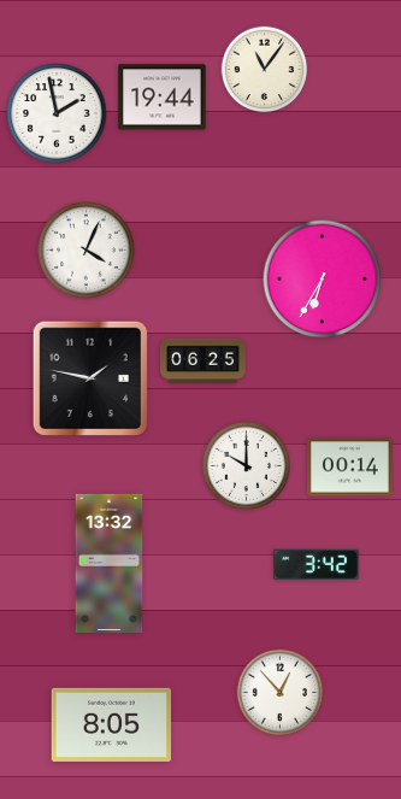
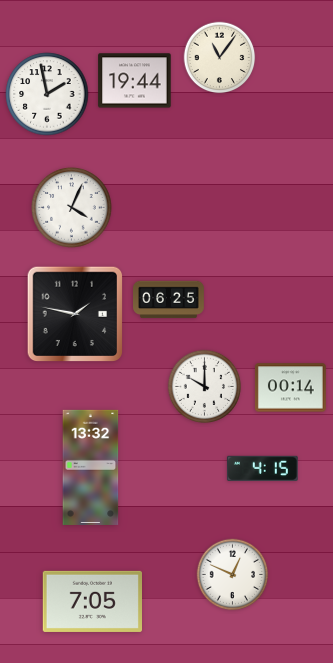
clock at (323, 280): 6:35 -> none
clock at (316, 564): 3:42 -> 4:15
clock at (281, 693): 12:53 -> 12:49
clock at (111, 724): 8:05 -> 7:05
